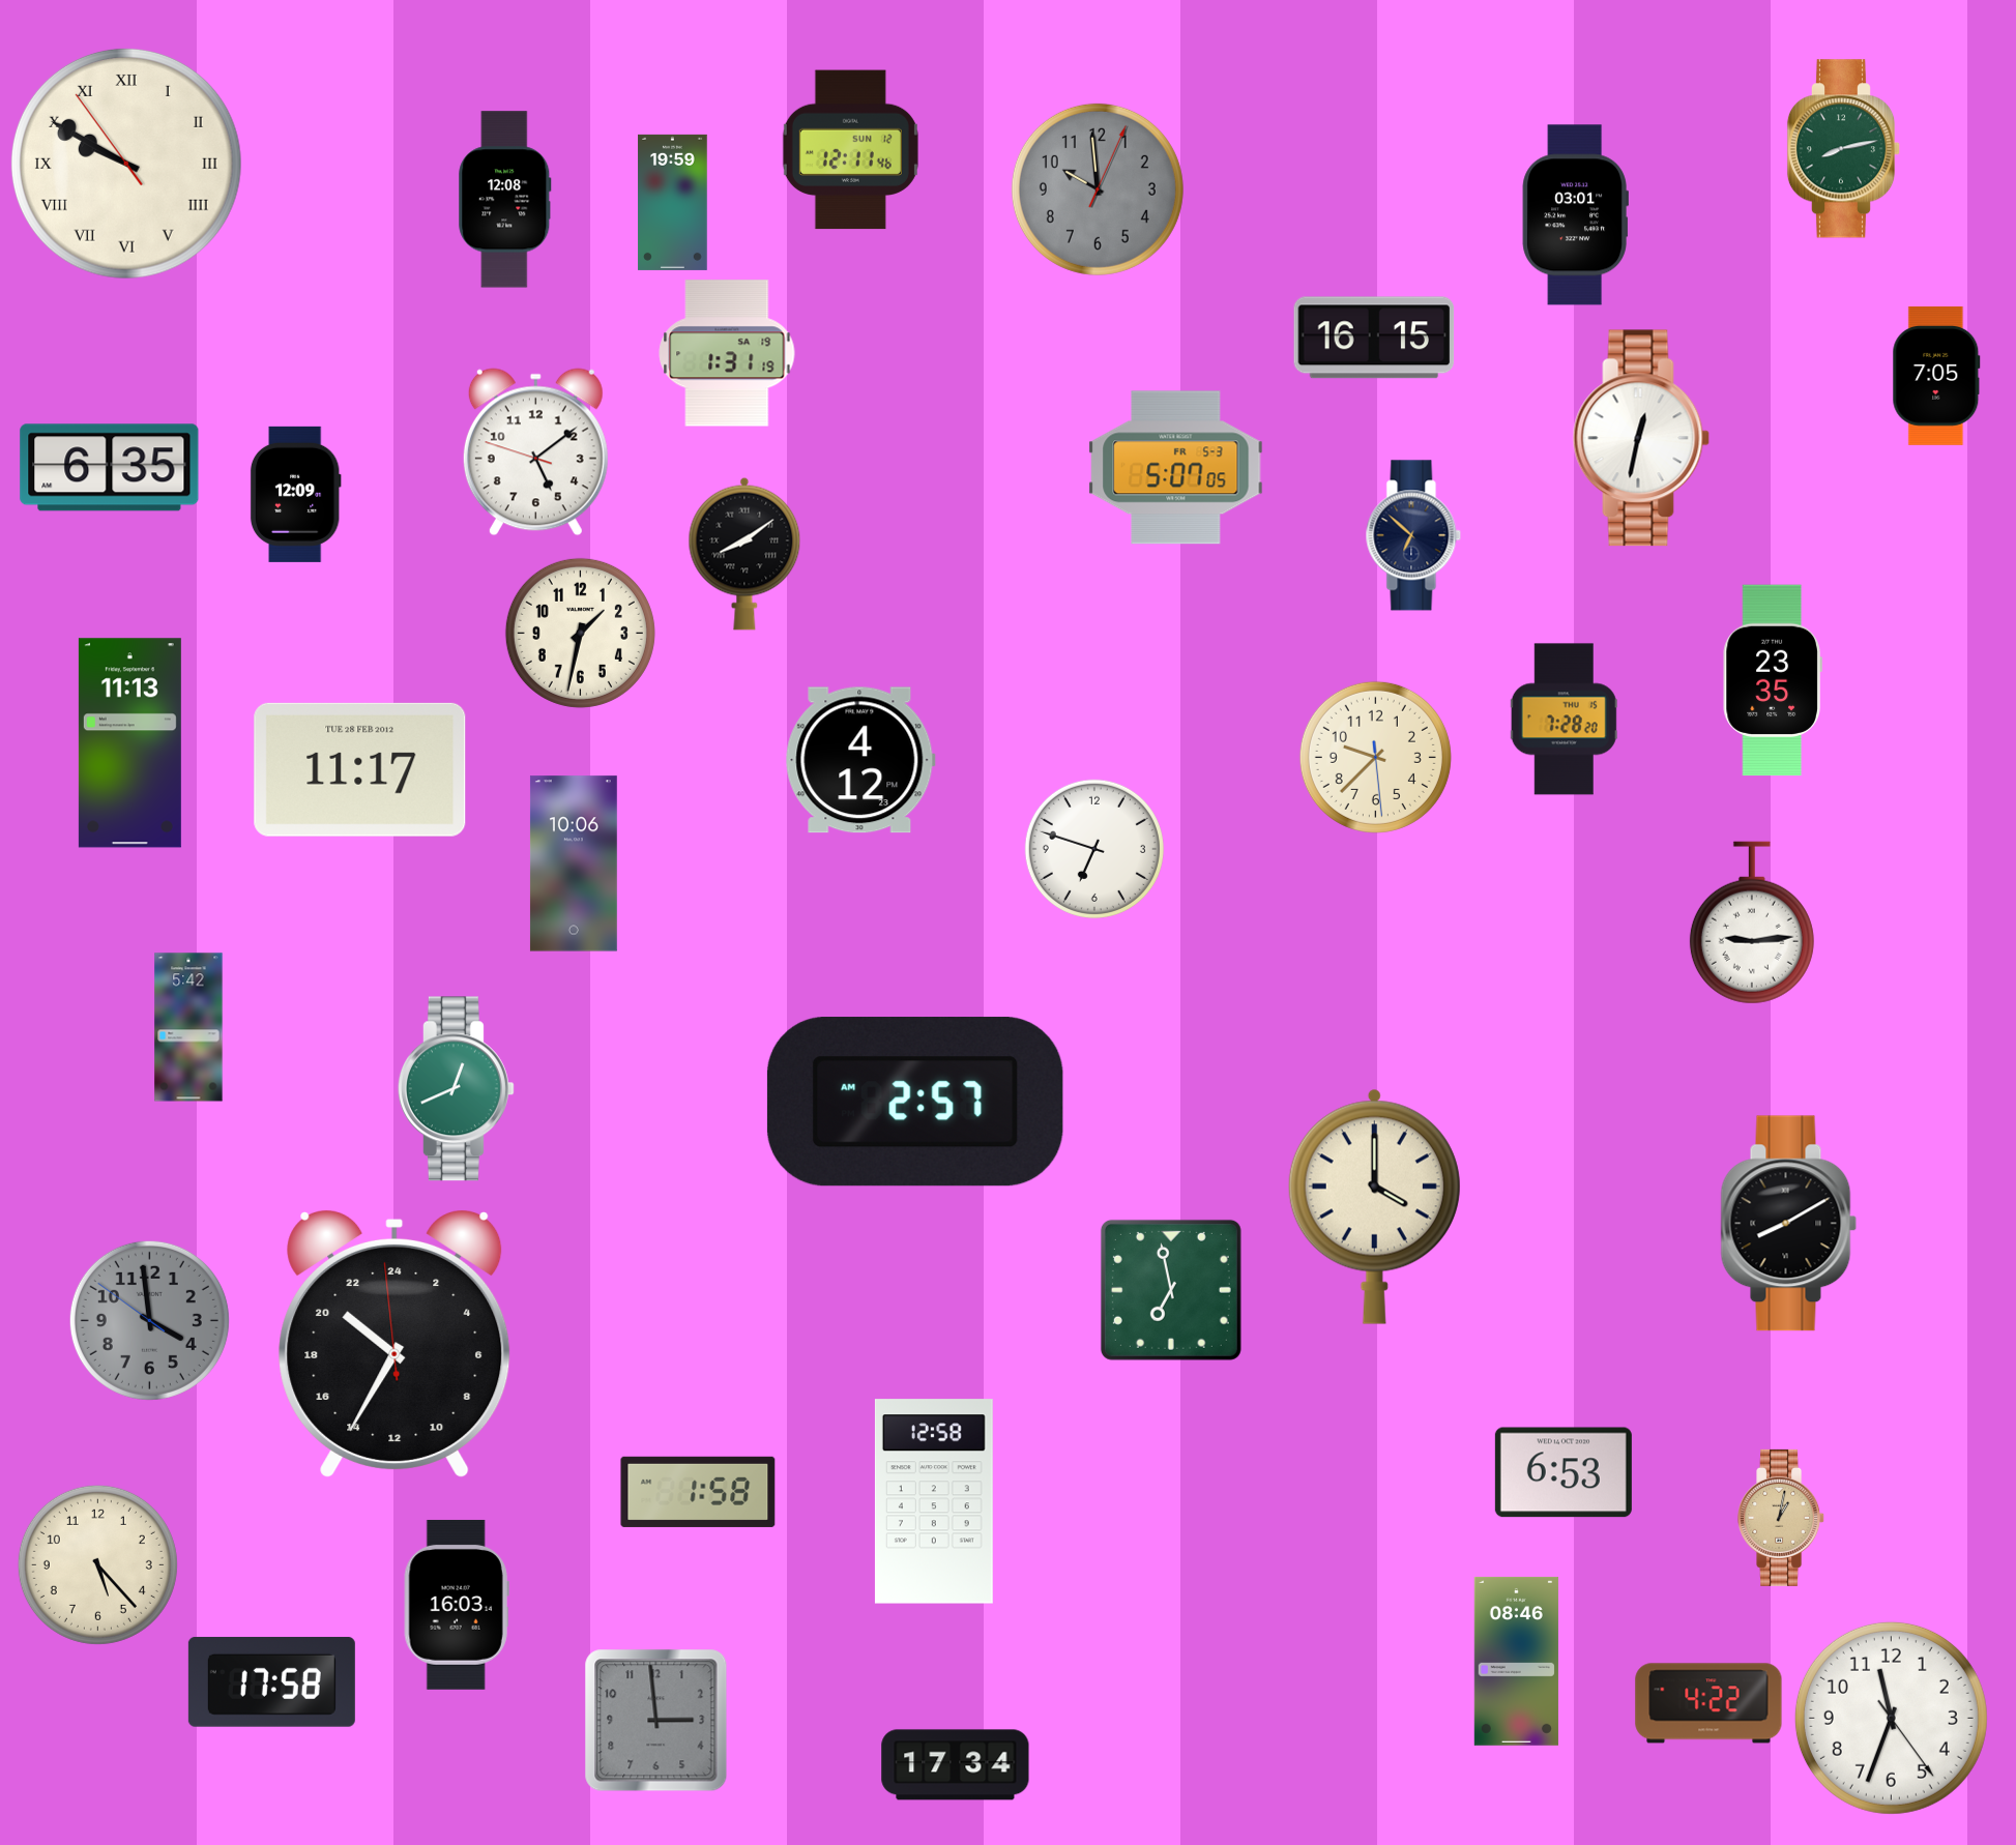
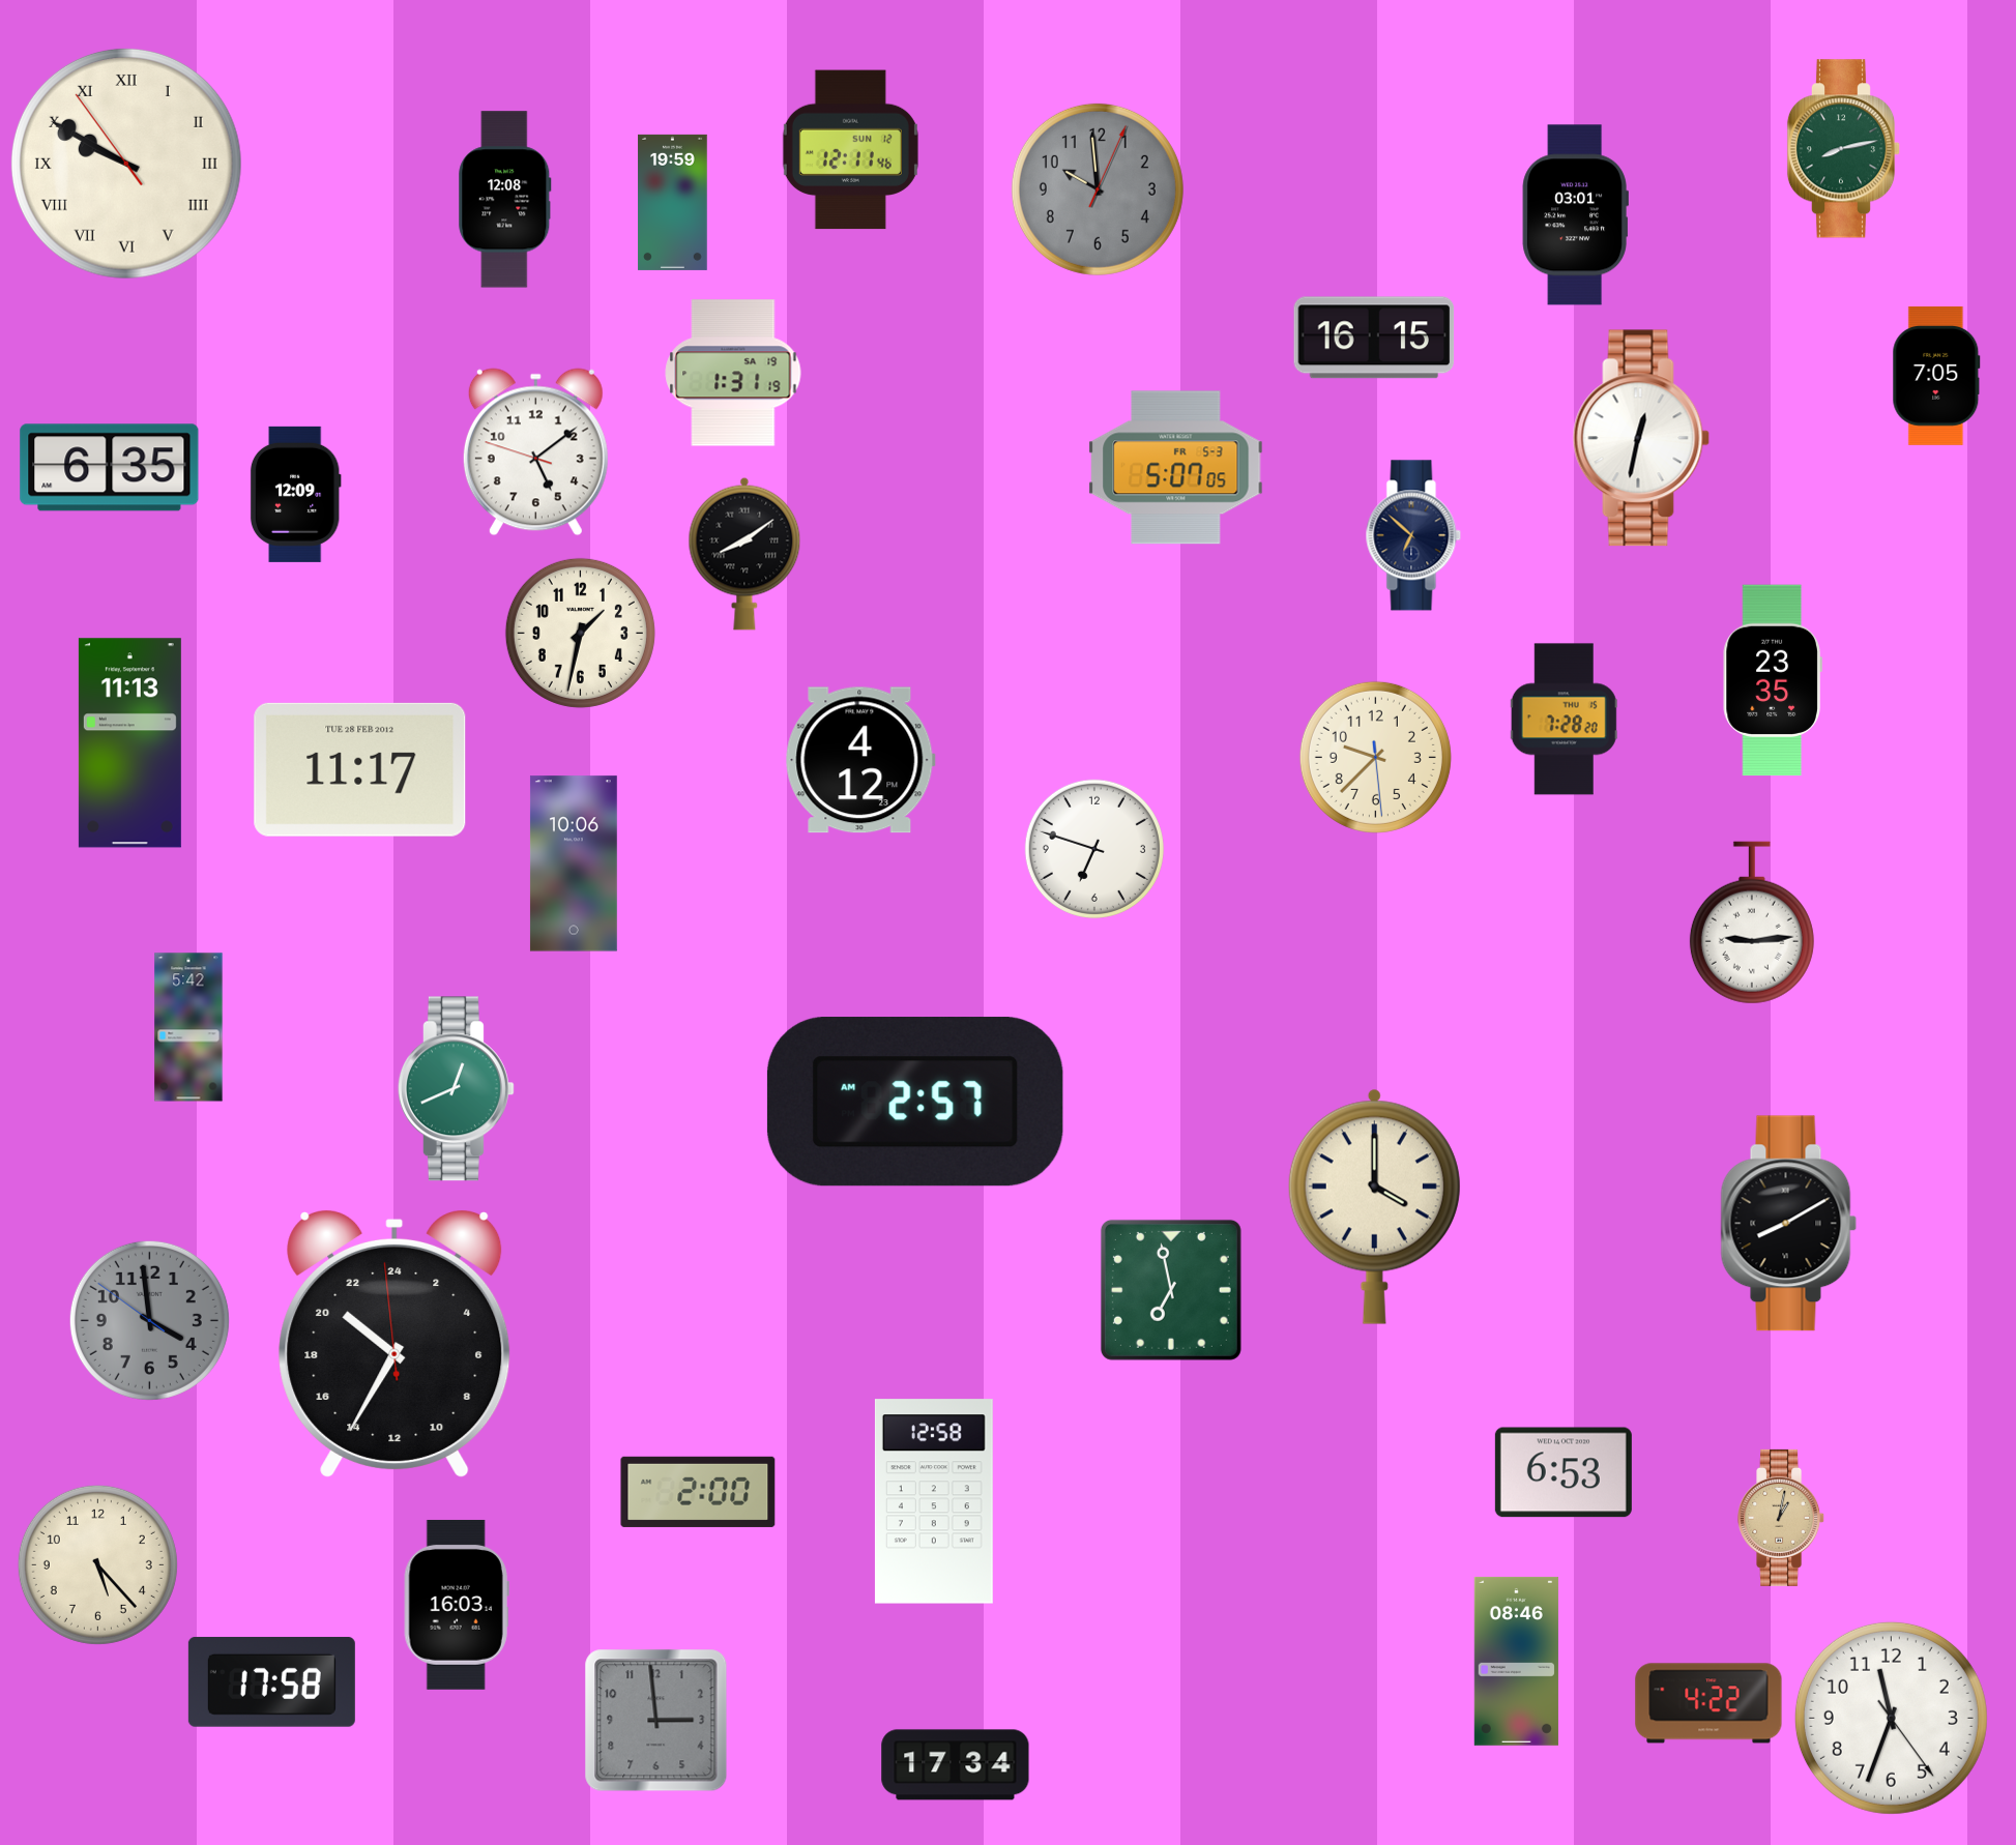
clock at (727, 353) position: (727, 353) -> (733, 373)
clock at (698, 1492): 1:58 -> 2:00
